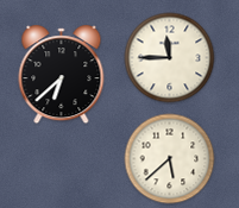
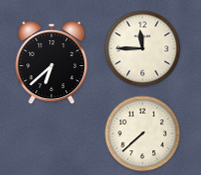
clock at (170, 159): 5:38 -> 7:38
